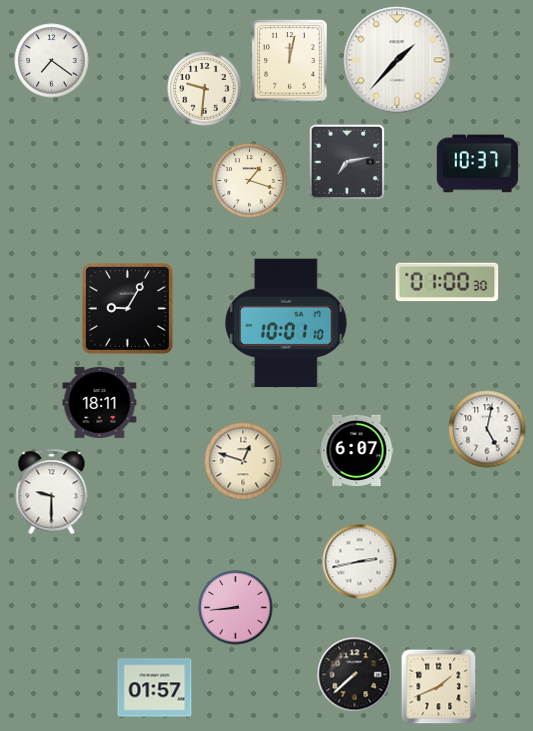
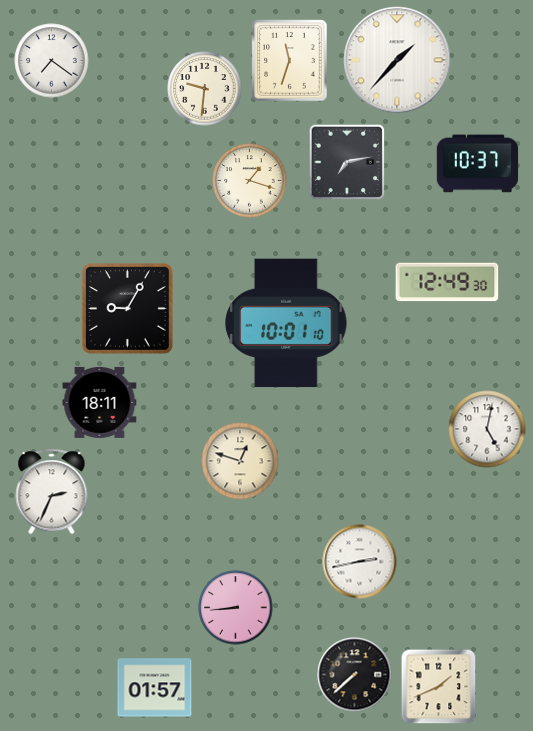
clock at (290, 61): 12:02 -> 11:33
clock at (447, 282): 01:00 -> 12:49
clock at (357, 450): 6:07 -> none
clock at (243, 461) position: (243, 461) -> (240, 461)
clock at (52, 492): 9:30 -> 2:34
